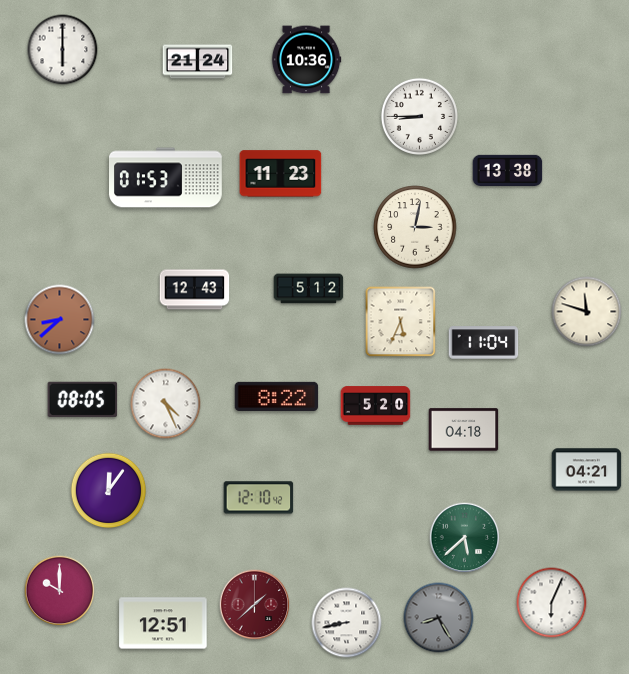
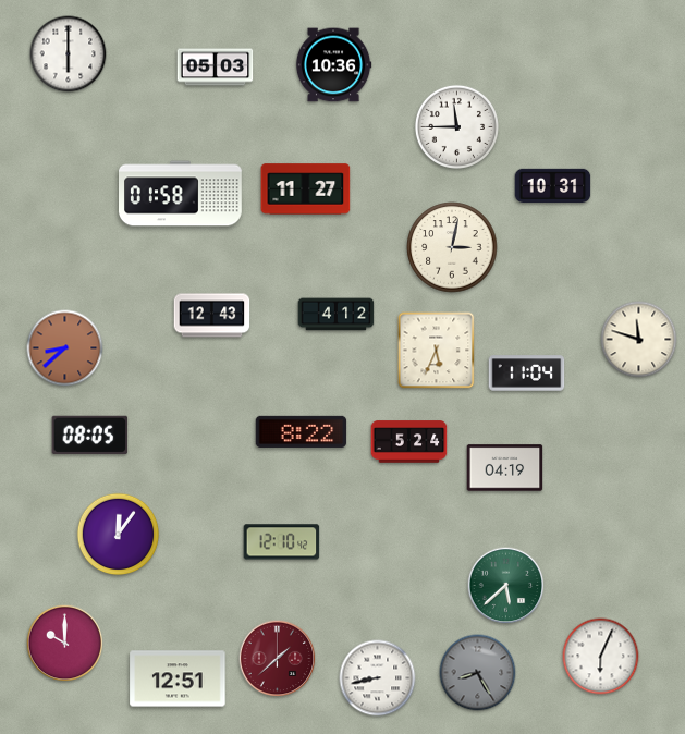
clock at (198, 62): 21:24 -> 05:03
clock at (419, 116): 8:45 -> 11:45
clock at (508, 171): 13:38 -> 10:31
clock at (281, 174): 11:23 -> 11:27
clock at (166, 178): 01:53 -> 01:58
clock at (309, 289): 5:12 -> 4:12
clock at (166, 404): 4:26 -> none
clock at (376, 406): 5:20 -> 5:24
clock at (464, 430): 04:18 -> 04:19
clock at (587, 470): 04:21 -> none
